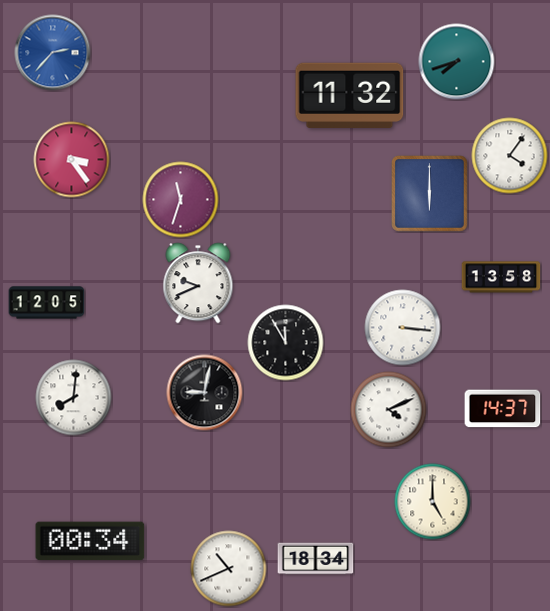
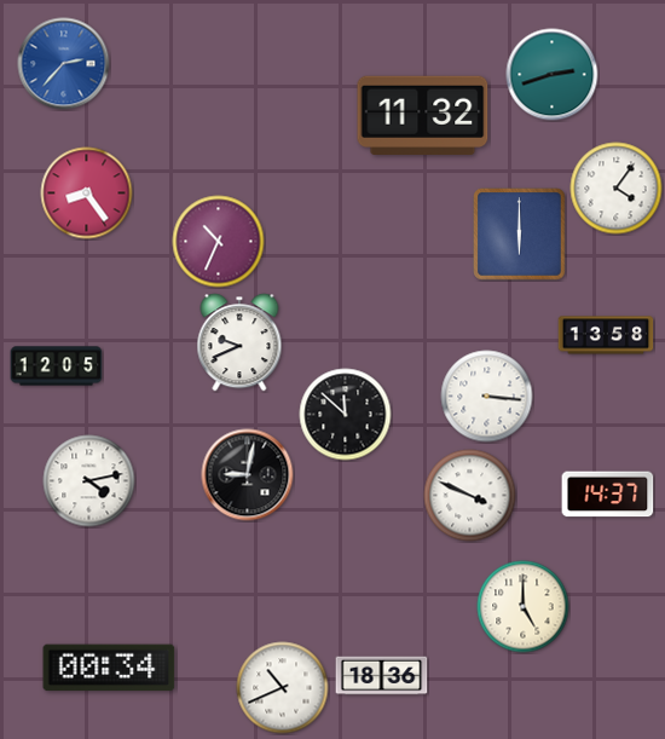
clock at (457, 62): 7:42 -> 2:42
clock at (72, 160): 3:24 -> 8:24
clock at (181, 200): 11:33 -> 10:34
clock at (286, 343): 11:55 -> 11:52
clock at (74, 398): 8:01 -> 4:13
clock at (389, 410): 4:11 -> 3:49
clock at (90, 541) position: (90, 541) -> (109, 668)
clock at (316, 559): 18:34 -> 18:36
clock at (229, 569) position: (229, 569) -> (283, 688)
